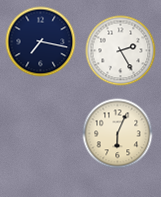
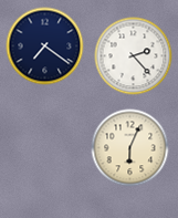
clock at (41, 42): 7:17 -> 7:21
clock at (121, 51): 2:25 -> 2:23
